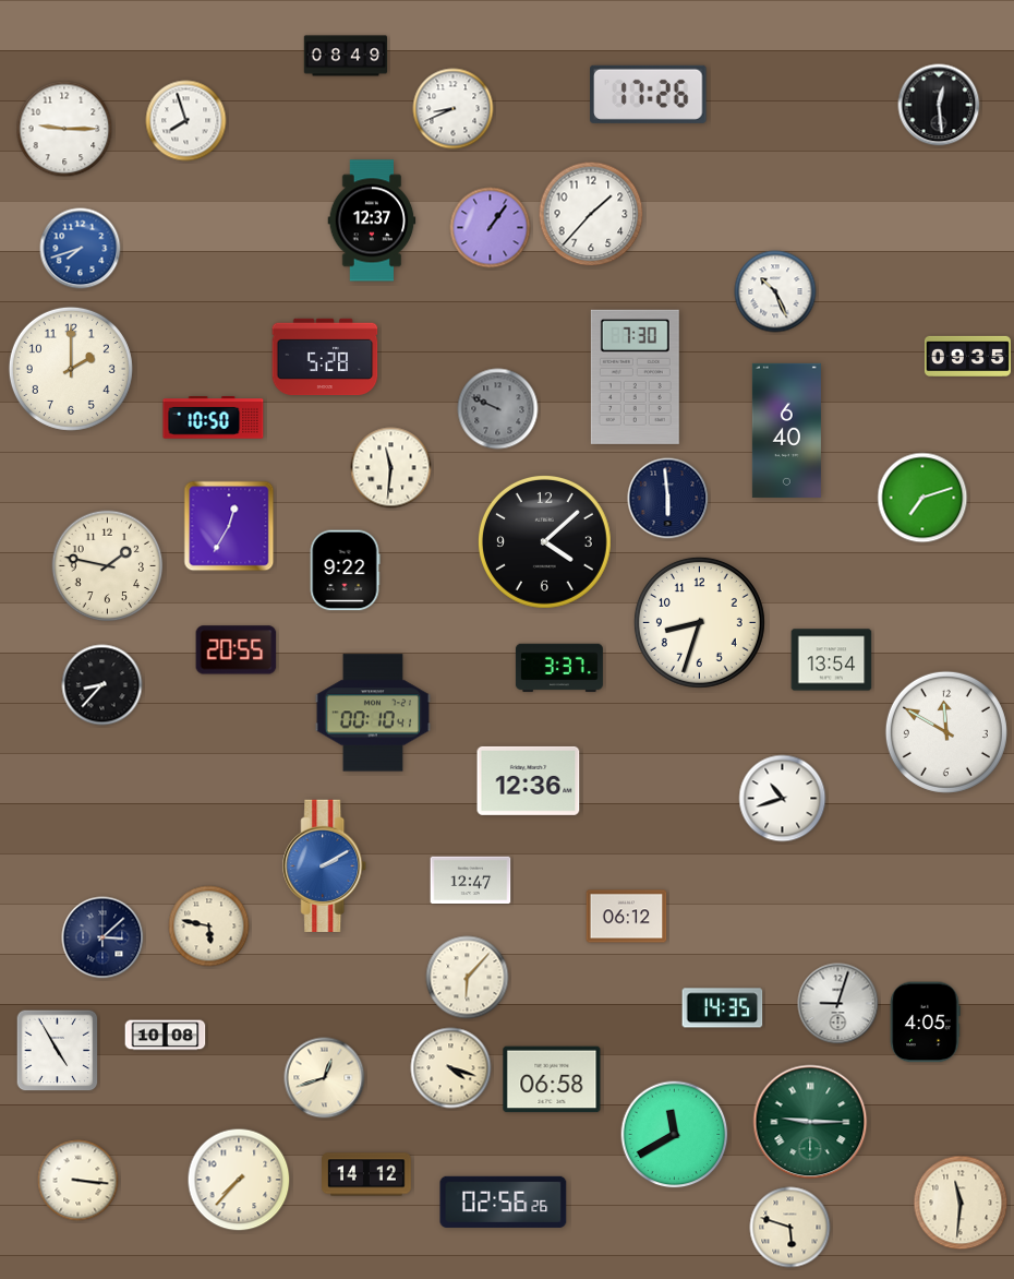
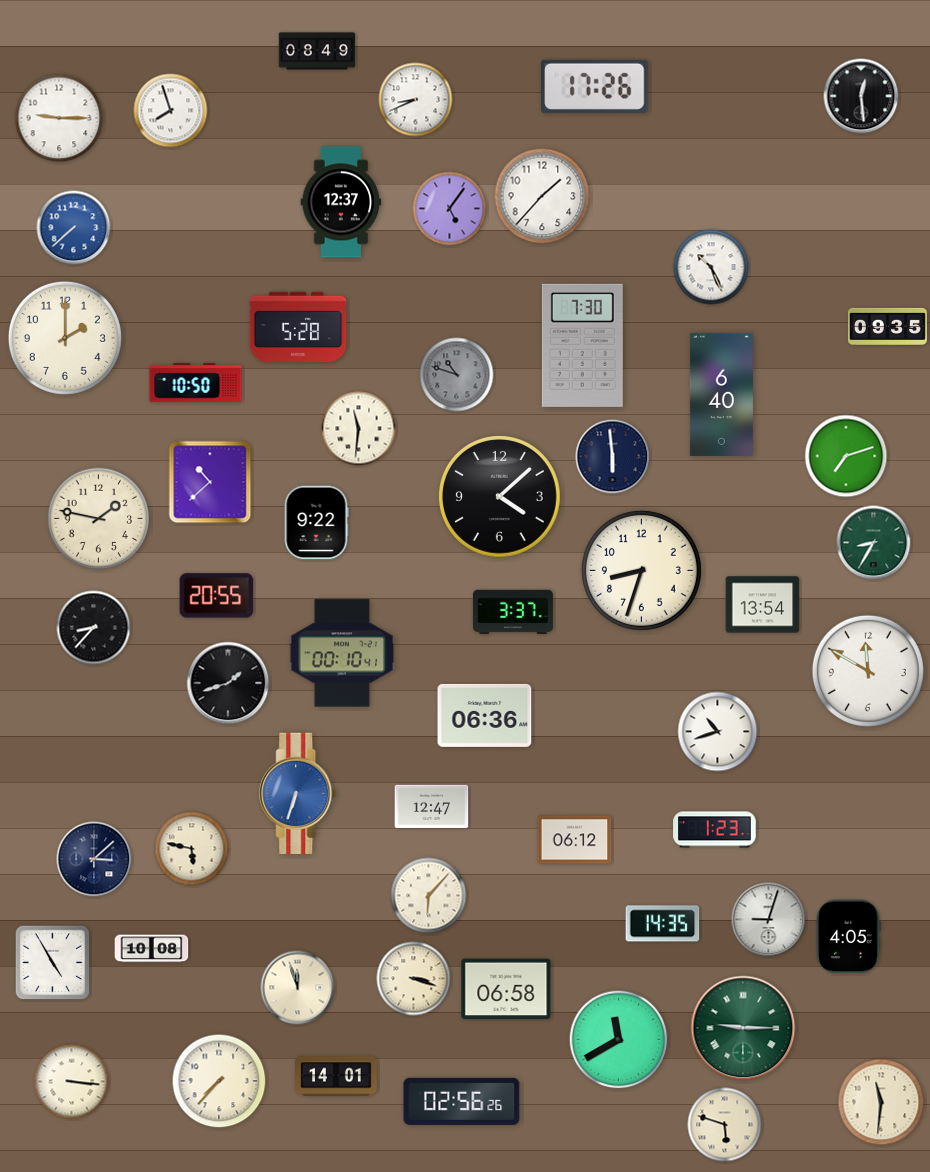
clock at (491, 228): 1:06 -> 5:06
clock at (81, 249): 7:42 -> 7:38
clock at (498, 409): 9:49 -> 10:48
clock at (229, 526): 12:35 -> 10:38
clock at (874, 543): none -> 8:35
clock at (228, 683): none -> 1:42
clock at (529, 780): 12:36 -> 06:36
clock at (325, 865): 2:10 -> 6:33
clock at (715, 830): none -> 1:23
clock at (451, 1068): 4:18 -> 3:18
clock at (325, 1078): 12:42 -> 11:57
clock at (366, 1174): 14:12 -> 14:01
